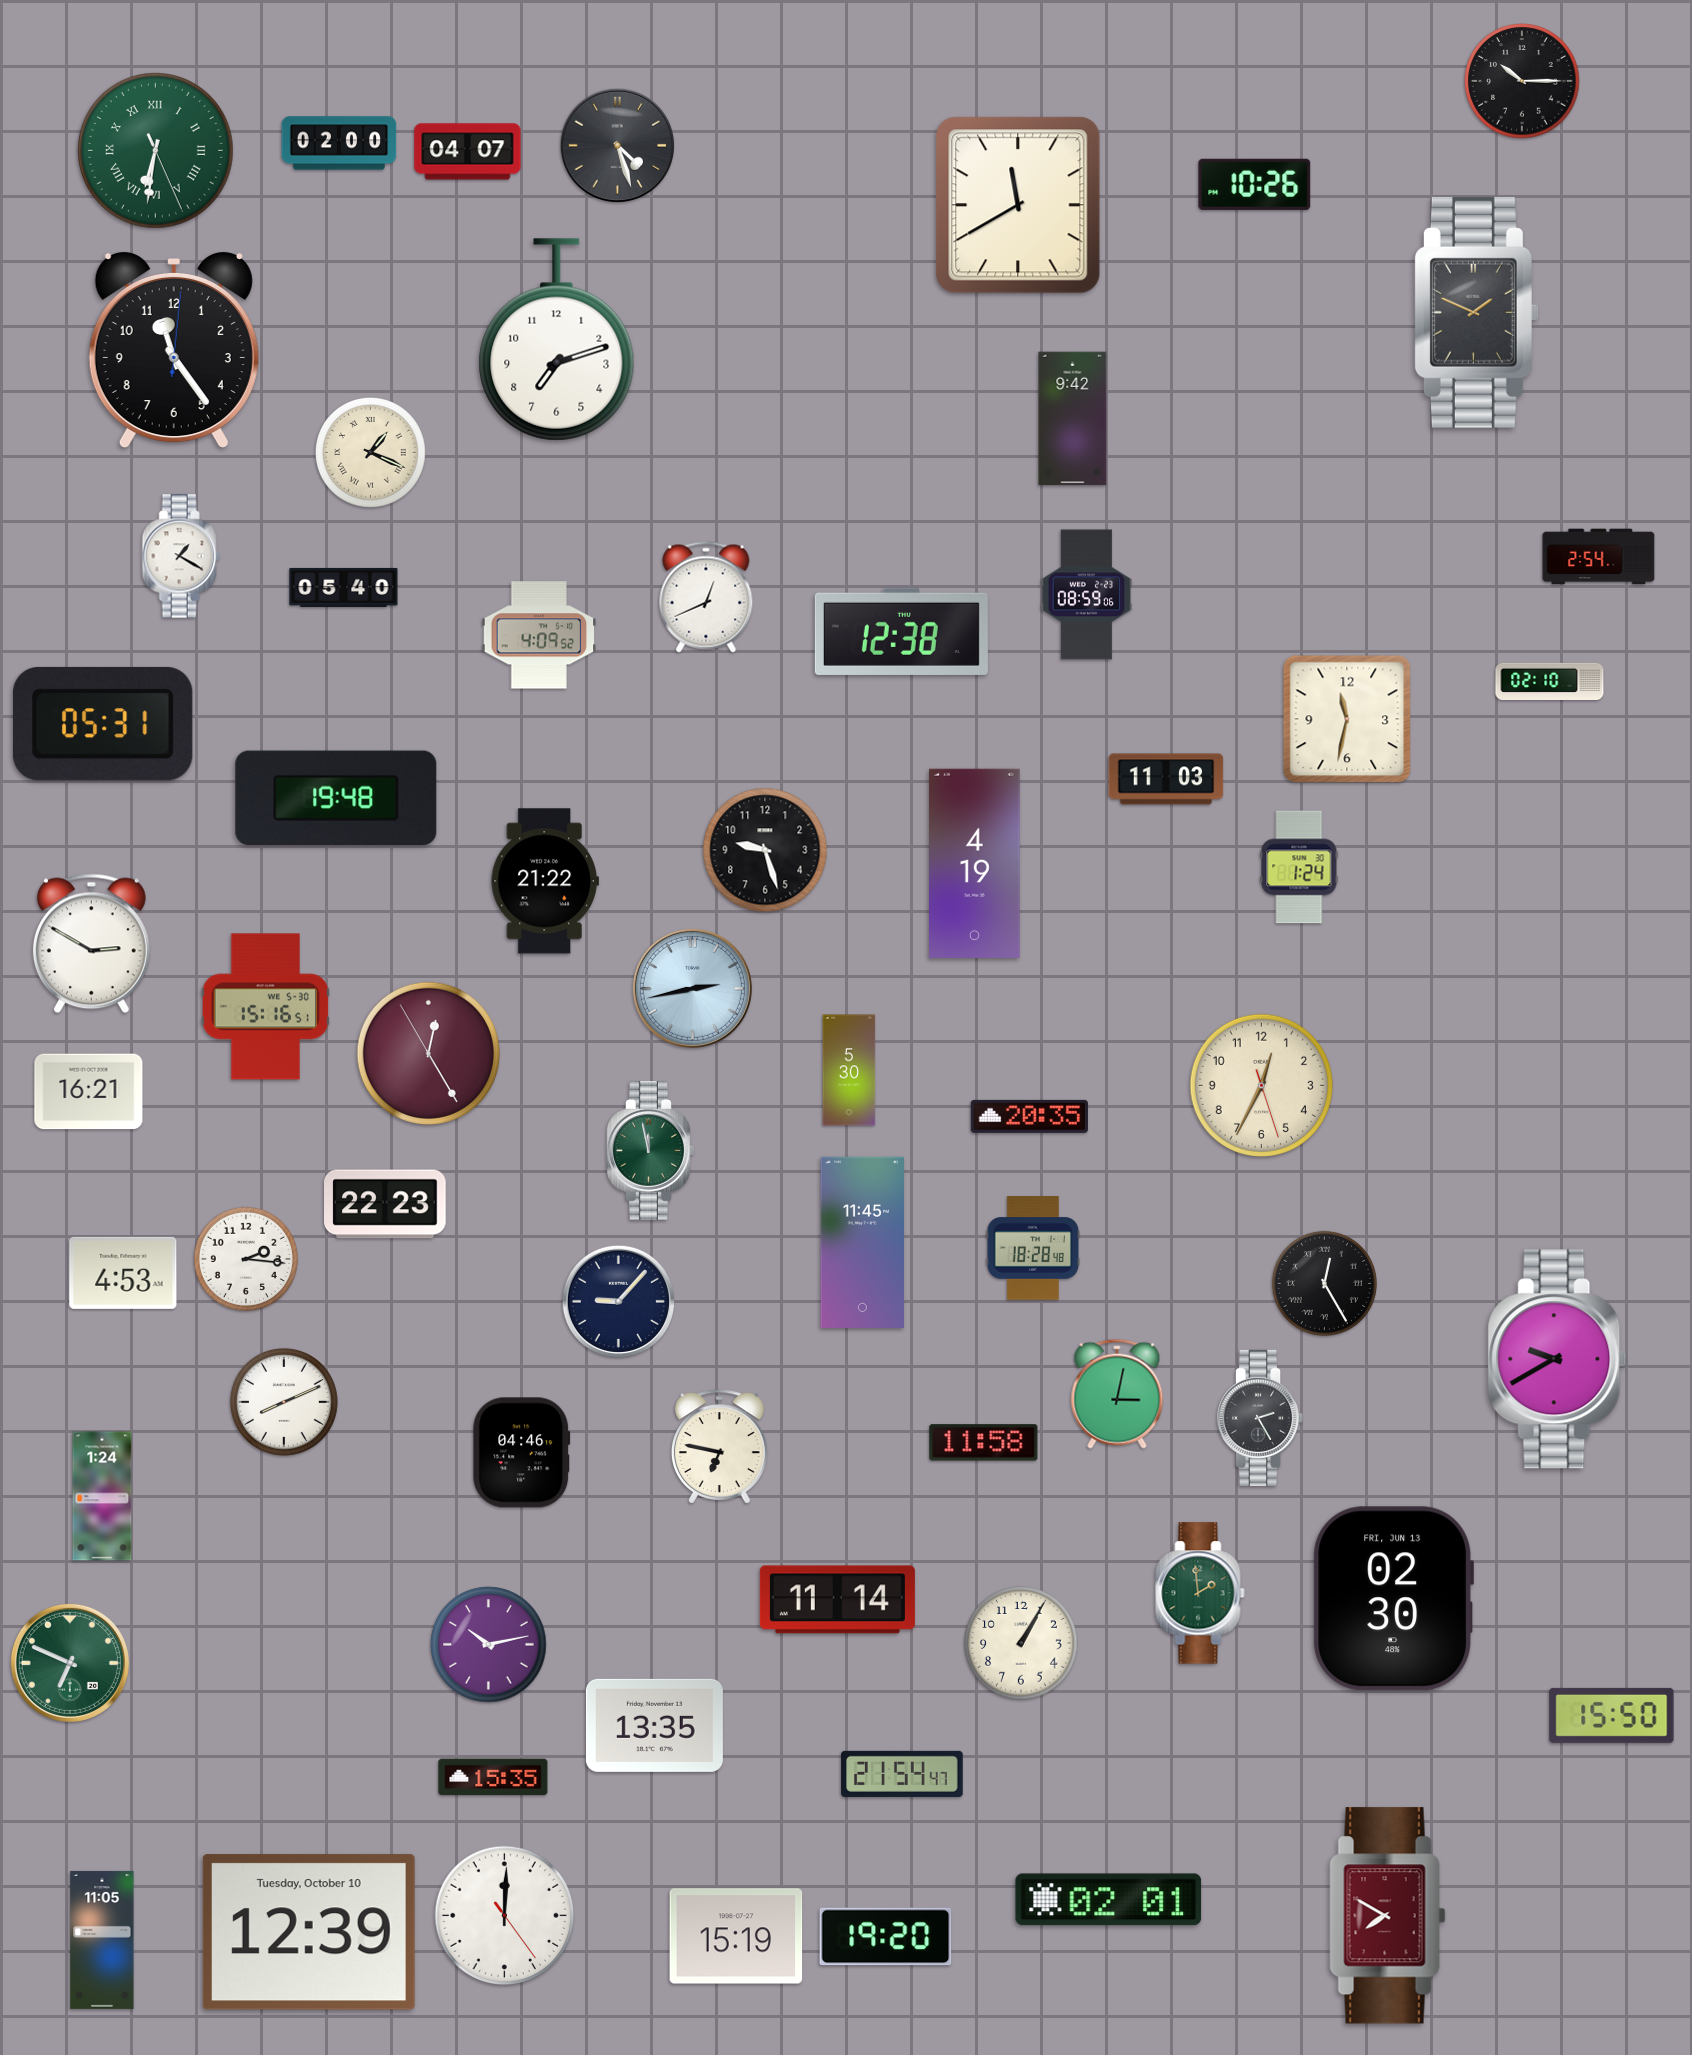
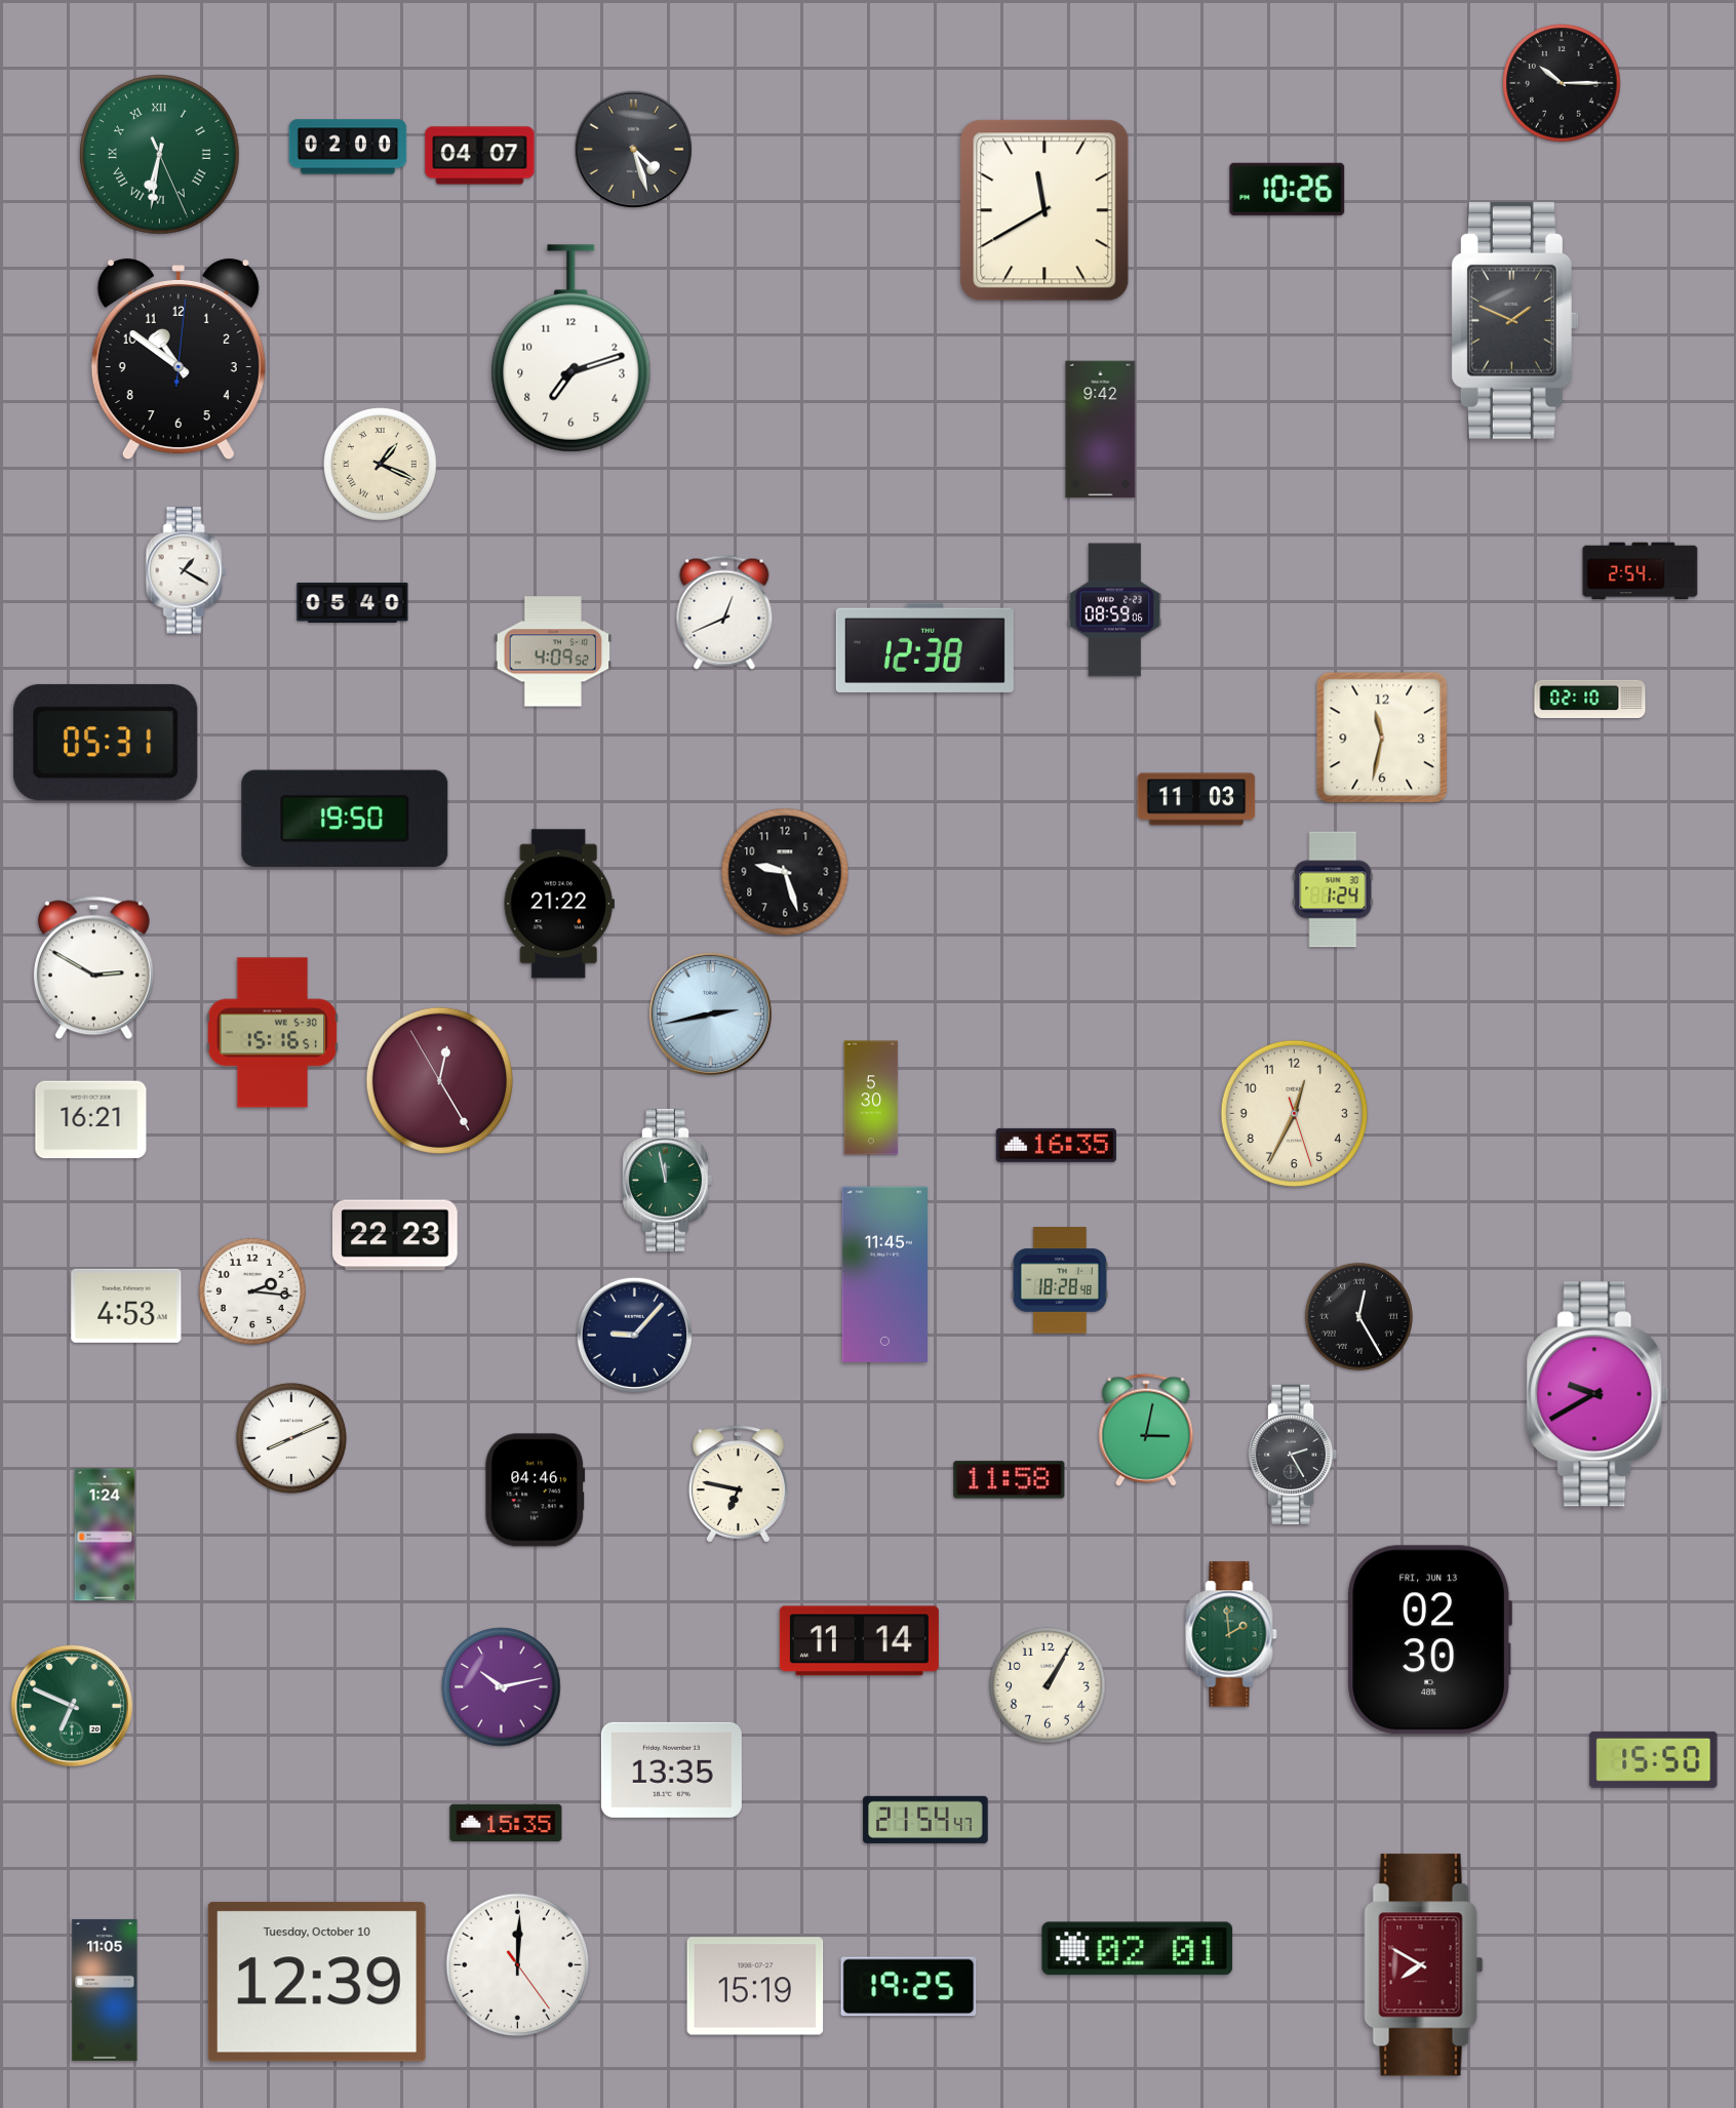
clock at (174, 350): 11:24 -> 10:51
clock at (336, 798): 19:48 -> 19:50
clock at (975, 863): 4:19 -> none
clock at (1029, 1116): 20:35 -> 16:35
clock at (886, 1937): 19:20 -> 19:25
